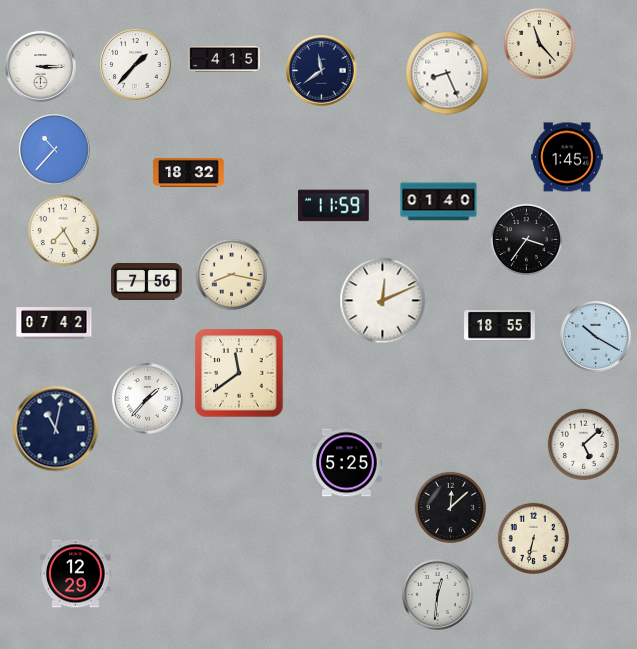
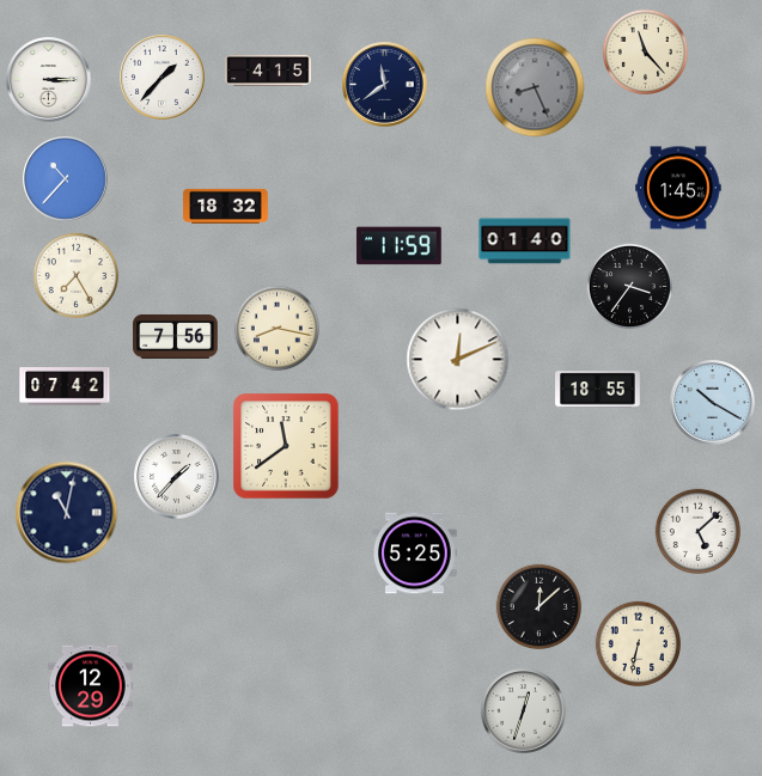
clock at (447, 73) dial: white -> grey
clock at (438, 595): 12:31 -> 12:33
